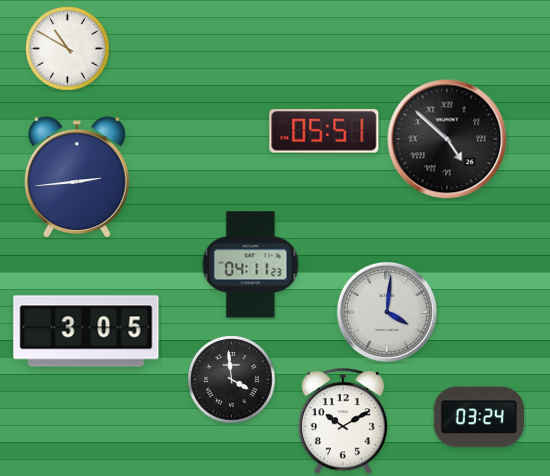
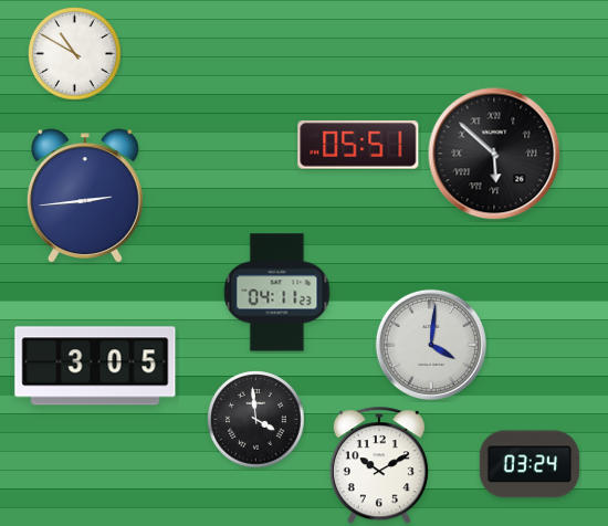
clock at (447, 139): 4:52 -> 5:52
clock at (387, 312) position: (387, 312) -> (431, 345)
clock at (479, 417) position: (479, 417) -> (530, 464)
